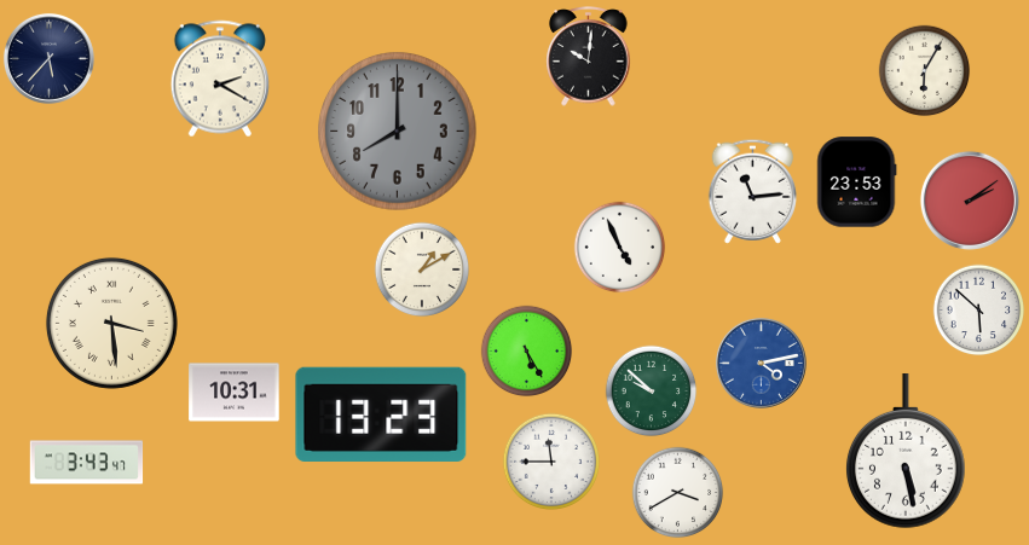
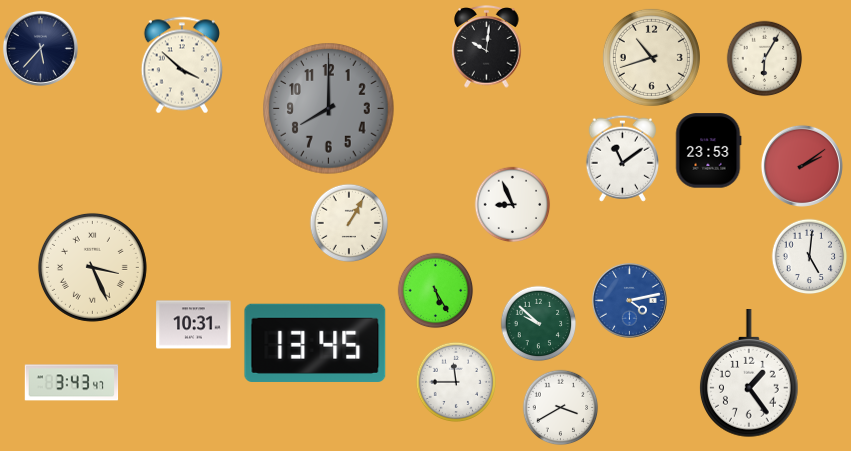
clock at (651, 57): none -> 10:42
clock at (219, 79): 2:20 -> 3:52
clock at (752, 191): 11:14 -> 11:09
clock at (620, 248): 4:56 -> 8:56
clock at (422, 269): 1:10 -> 1:05
clock at (979, 311): 5:52 -> 5:01
clock at (111, 323): 3:29 -> 3:26
clock at (381, 414): 13:23 -> 13:45
clock at (906, 452): 5:28 -> 1:24
